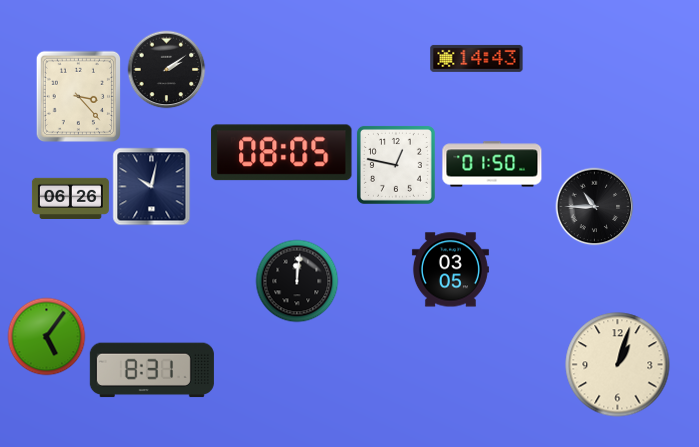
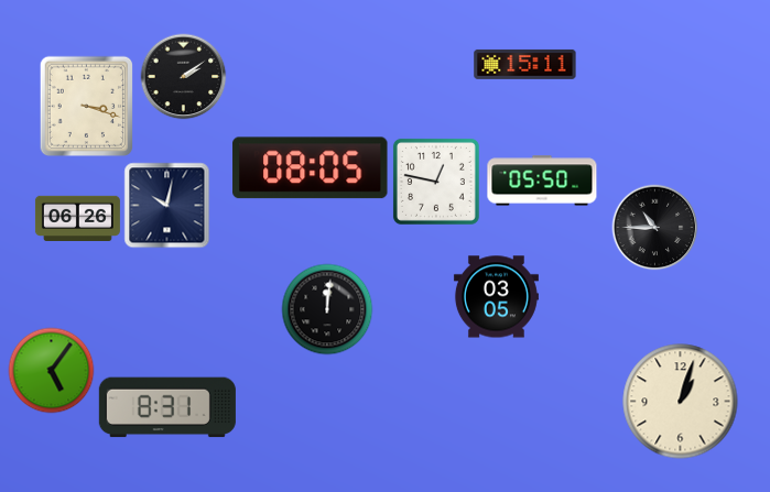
clock at (477, 58): 14:43 -> 15:11
clock at (78, 96): 3:23 -> 3:18
clock at (492, 164): 01:50 -> 05:50
